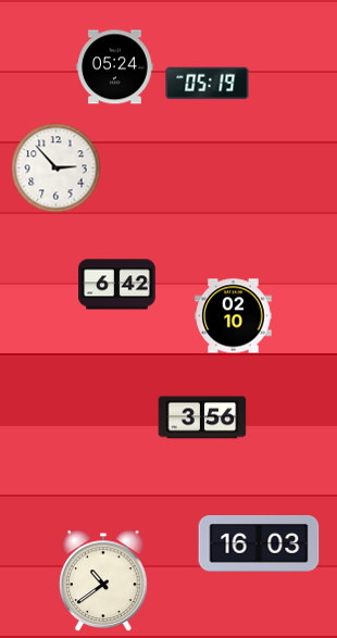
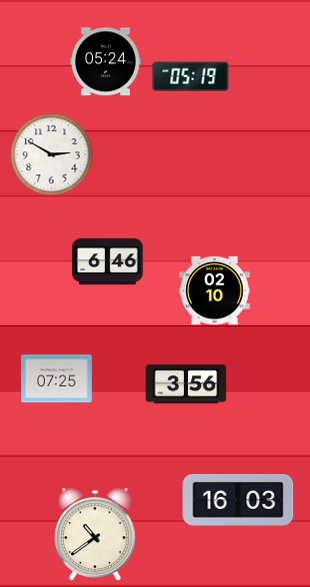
clock at (57, 168): 2:53 -> 2:50
clock at (117, 285): 6:42 -> 6:46
clock at (57, 379): none -> 07:25
